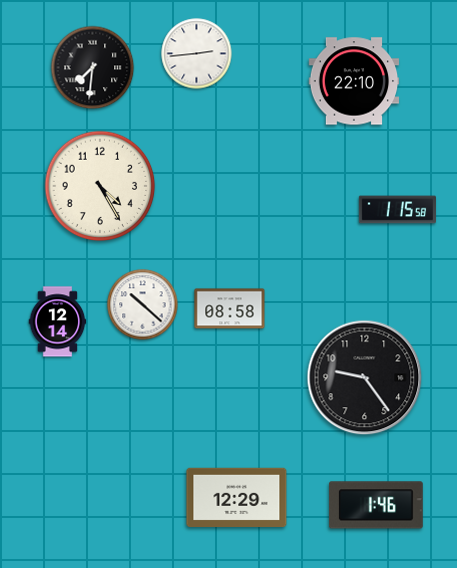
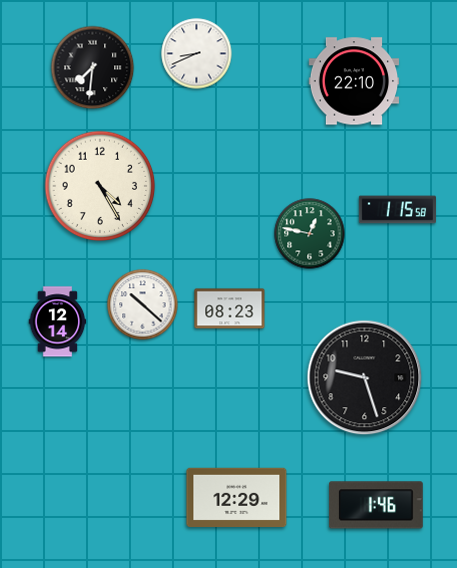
clock at (197, 54): 2:44 -> 8:41
clock at (310, 234): none -> 12:47
clock at (230, 309): 08:58 -> 08:23
clock at (365, 378): 9:24 -> 9:27
